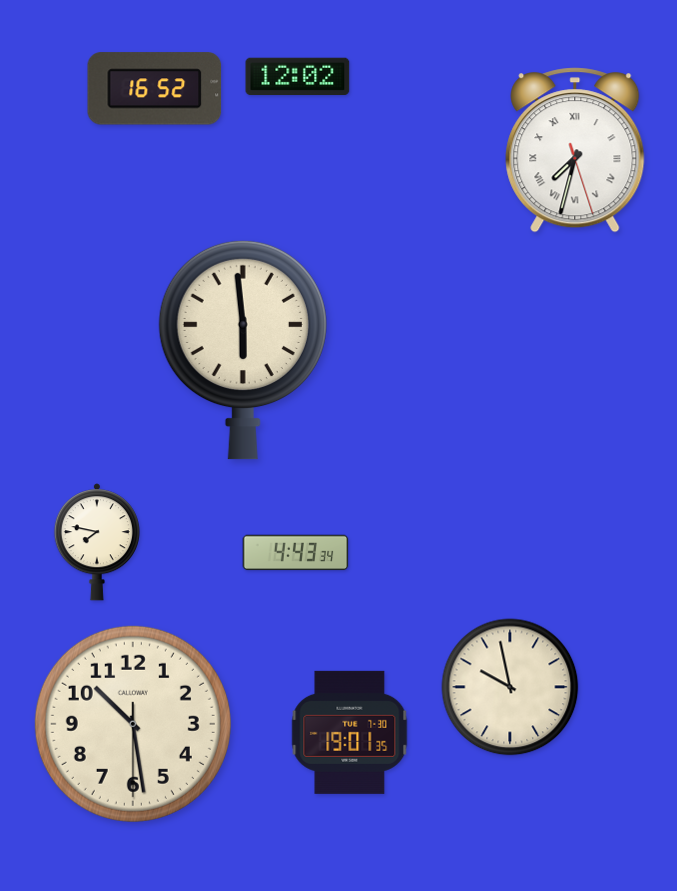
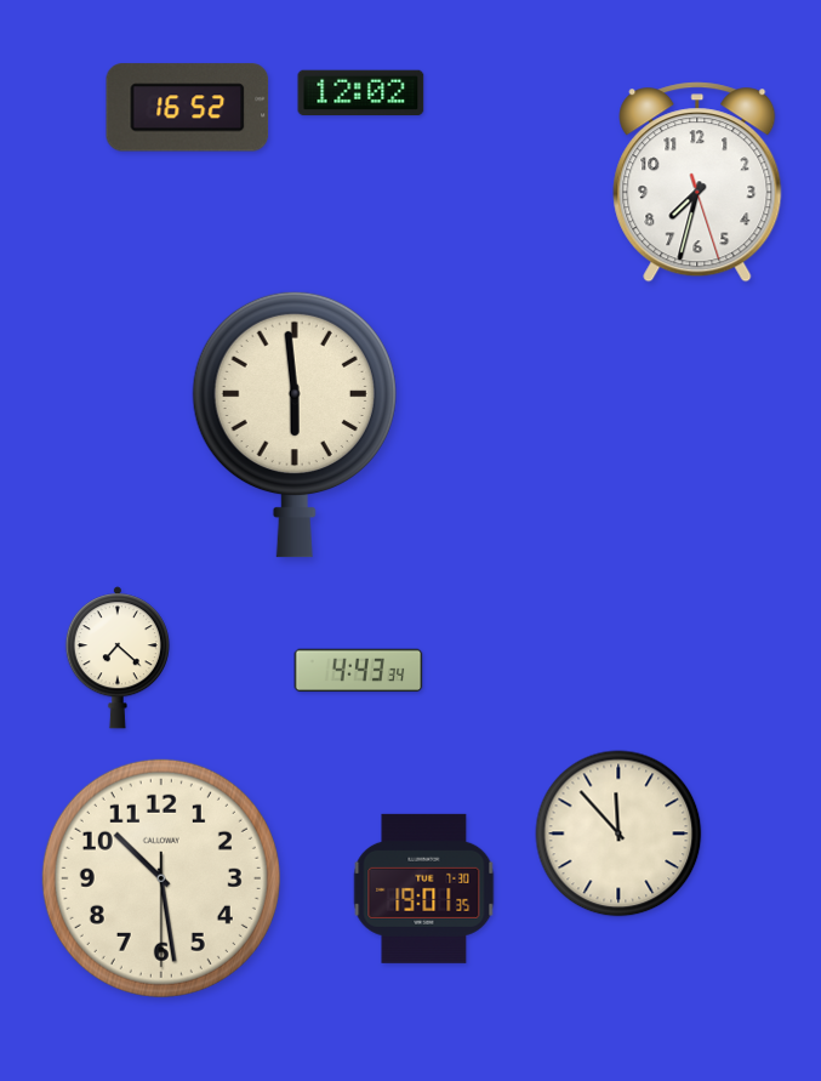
clock at (575, 150) numerals: Roman -> Arabic
clock at (97, 542): 7:47 -> 7:22
clock at (510, 687): 9:58 -> 11:53
